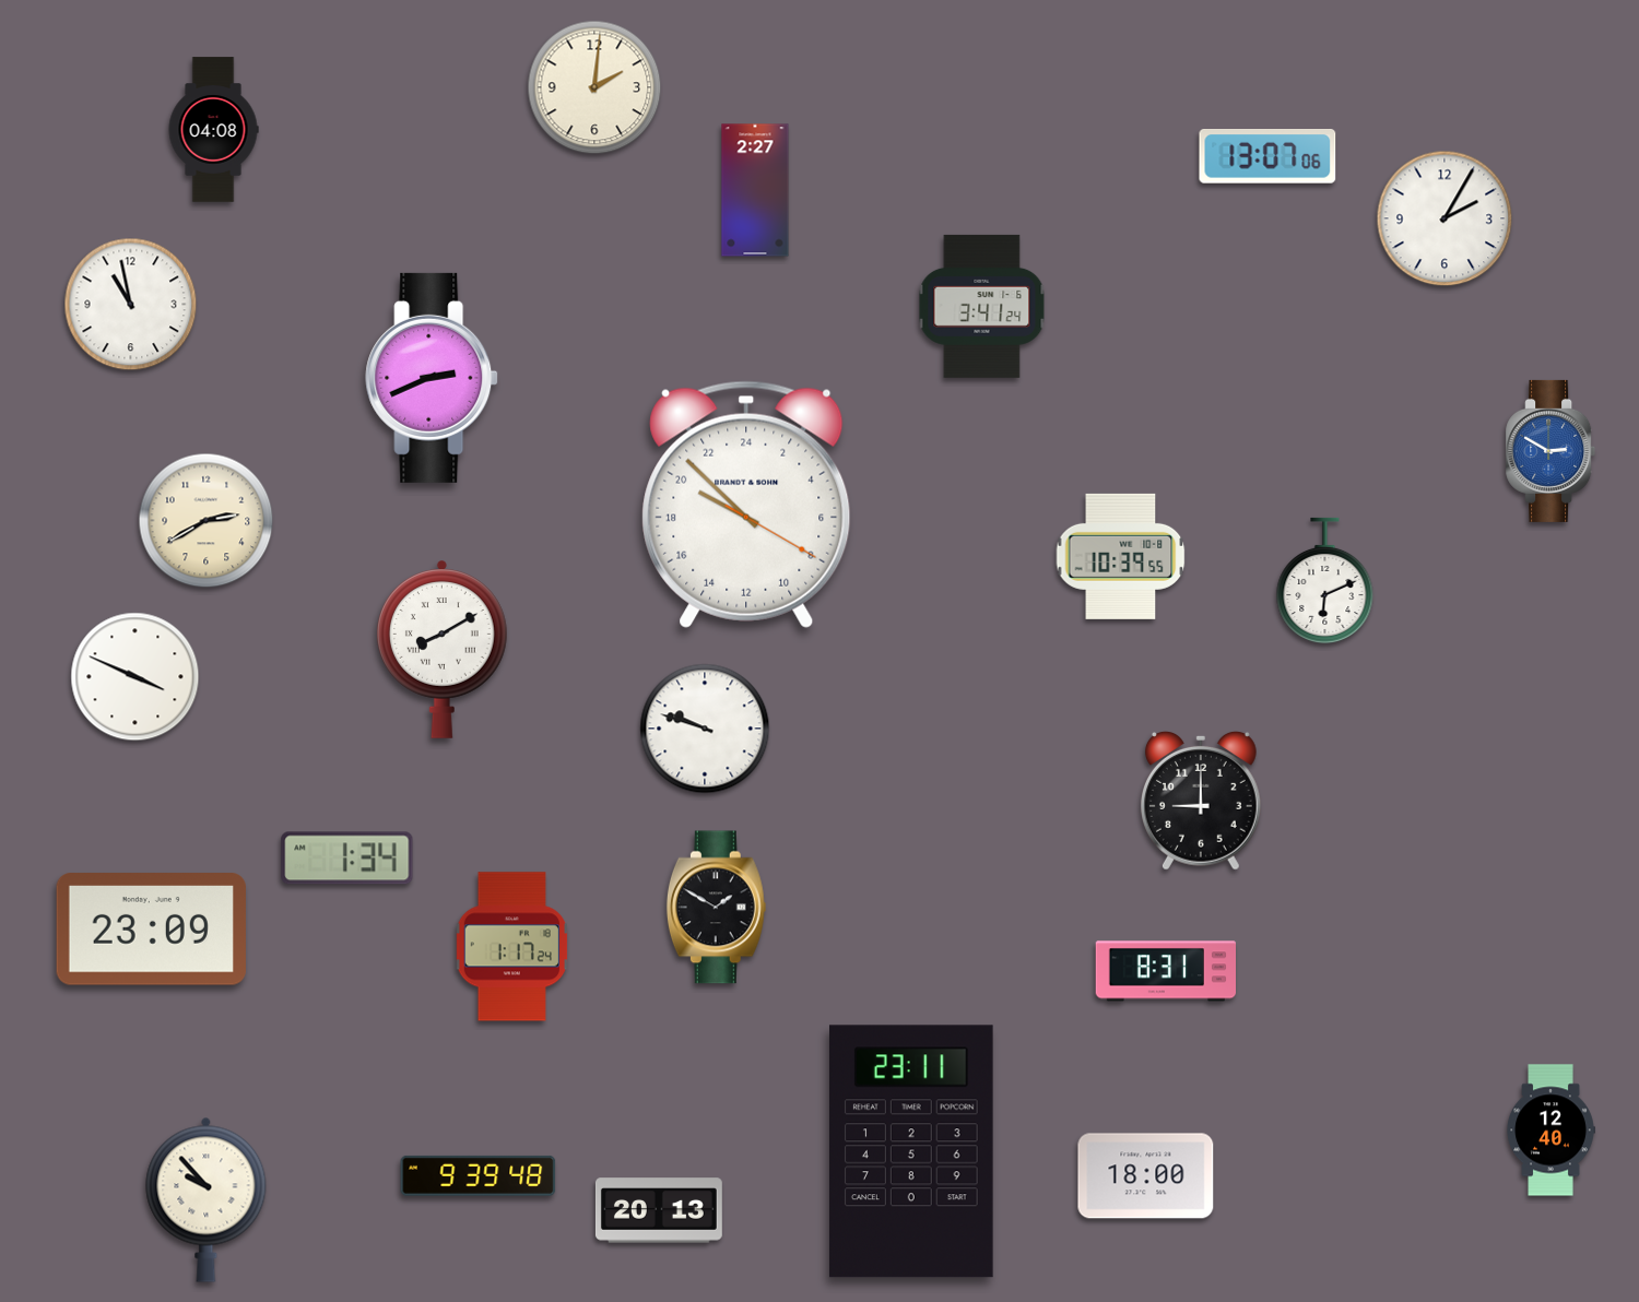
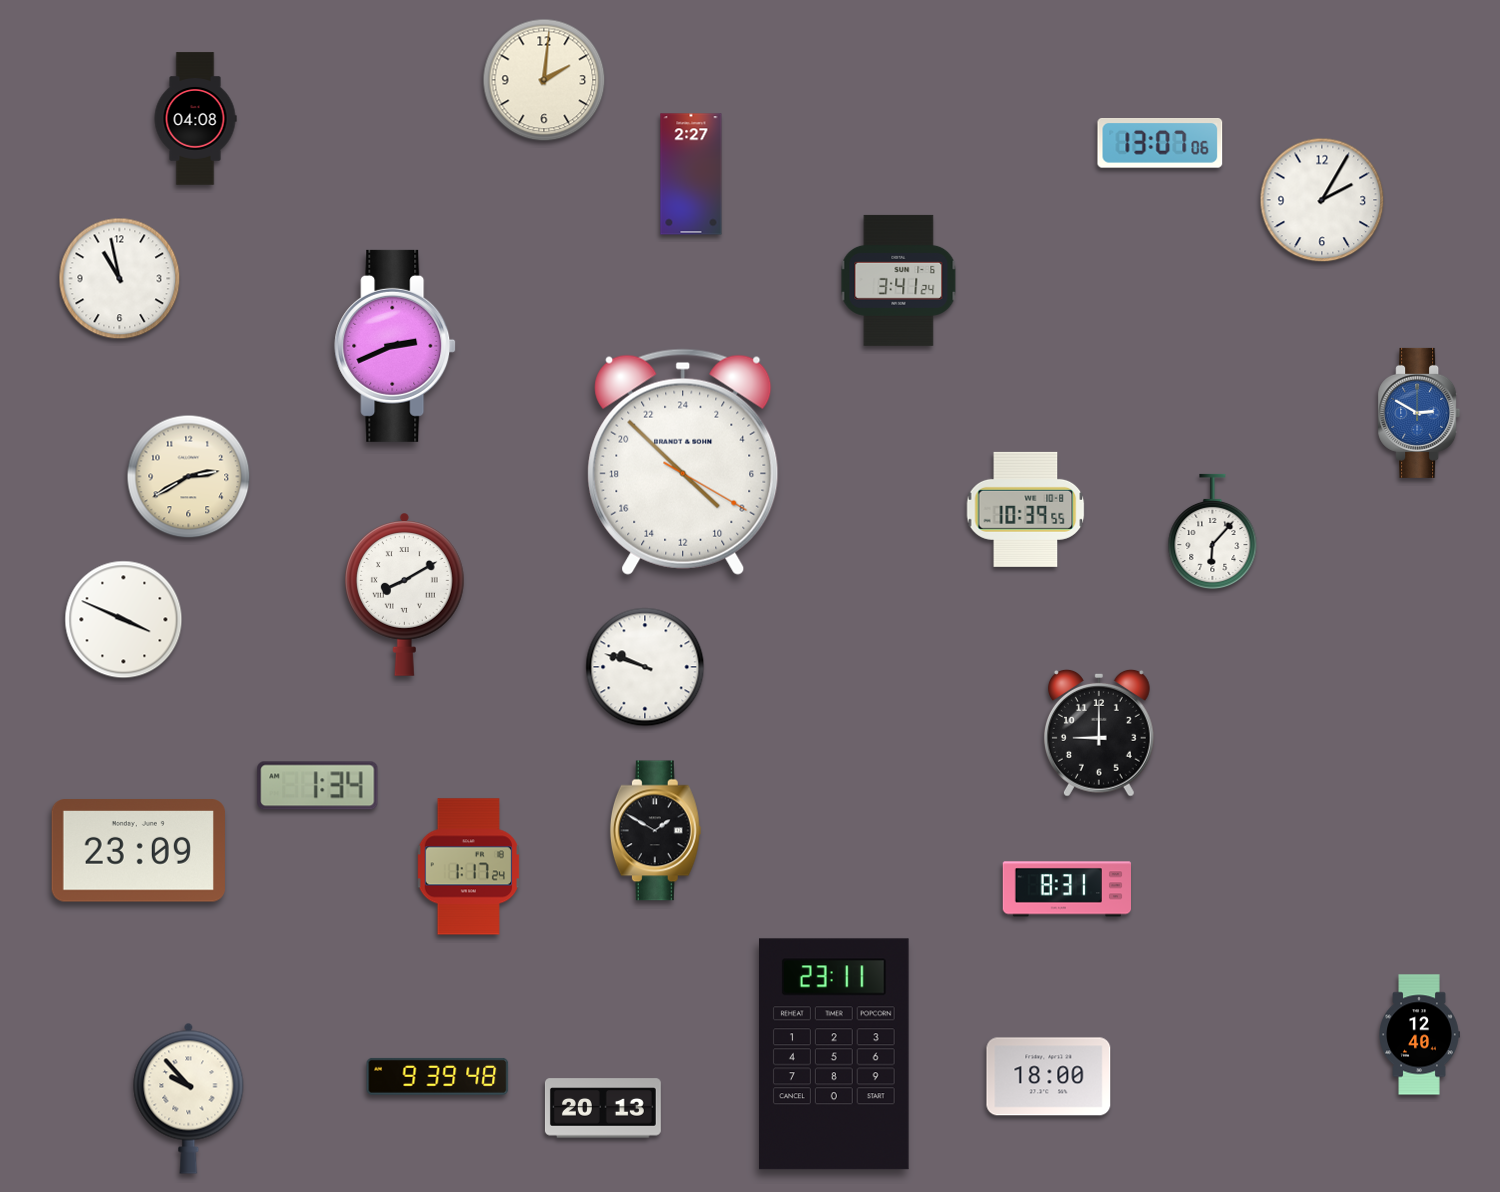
clock at (746, 505): 19:52 -> 8:52
clock at (1325, 581): 6:11 -> 6:07
